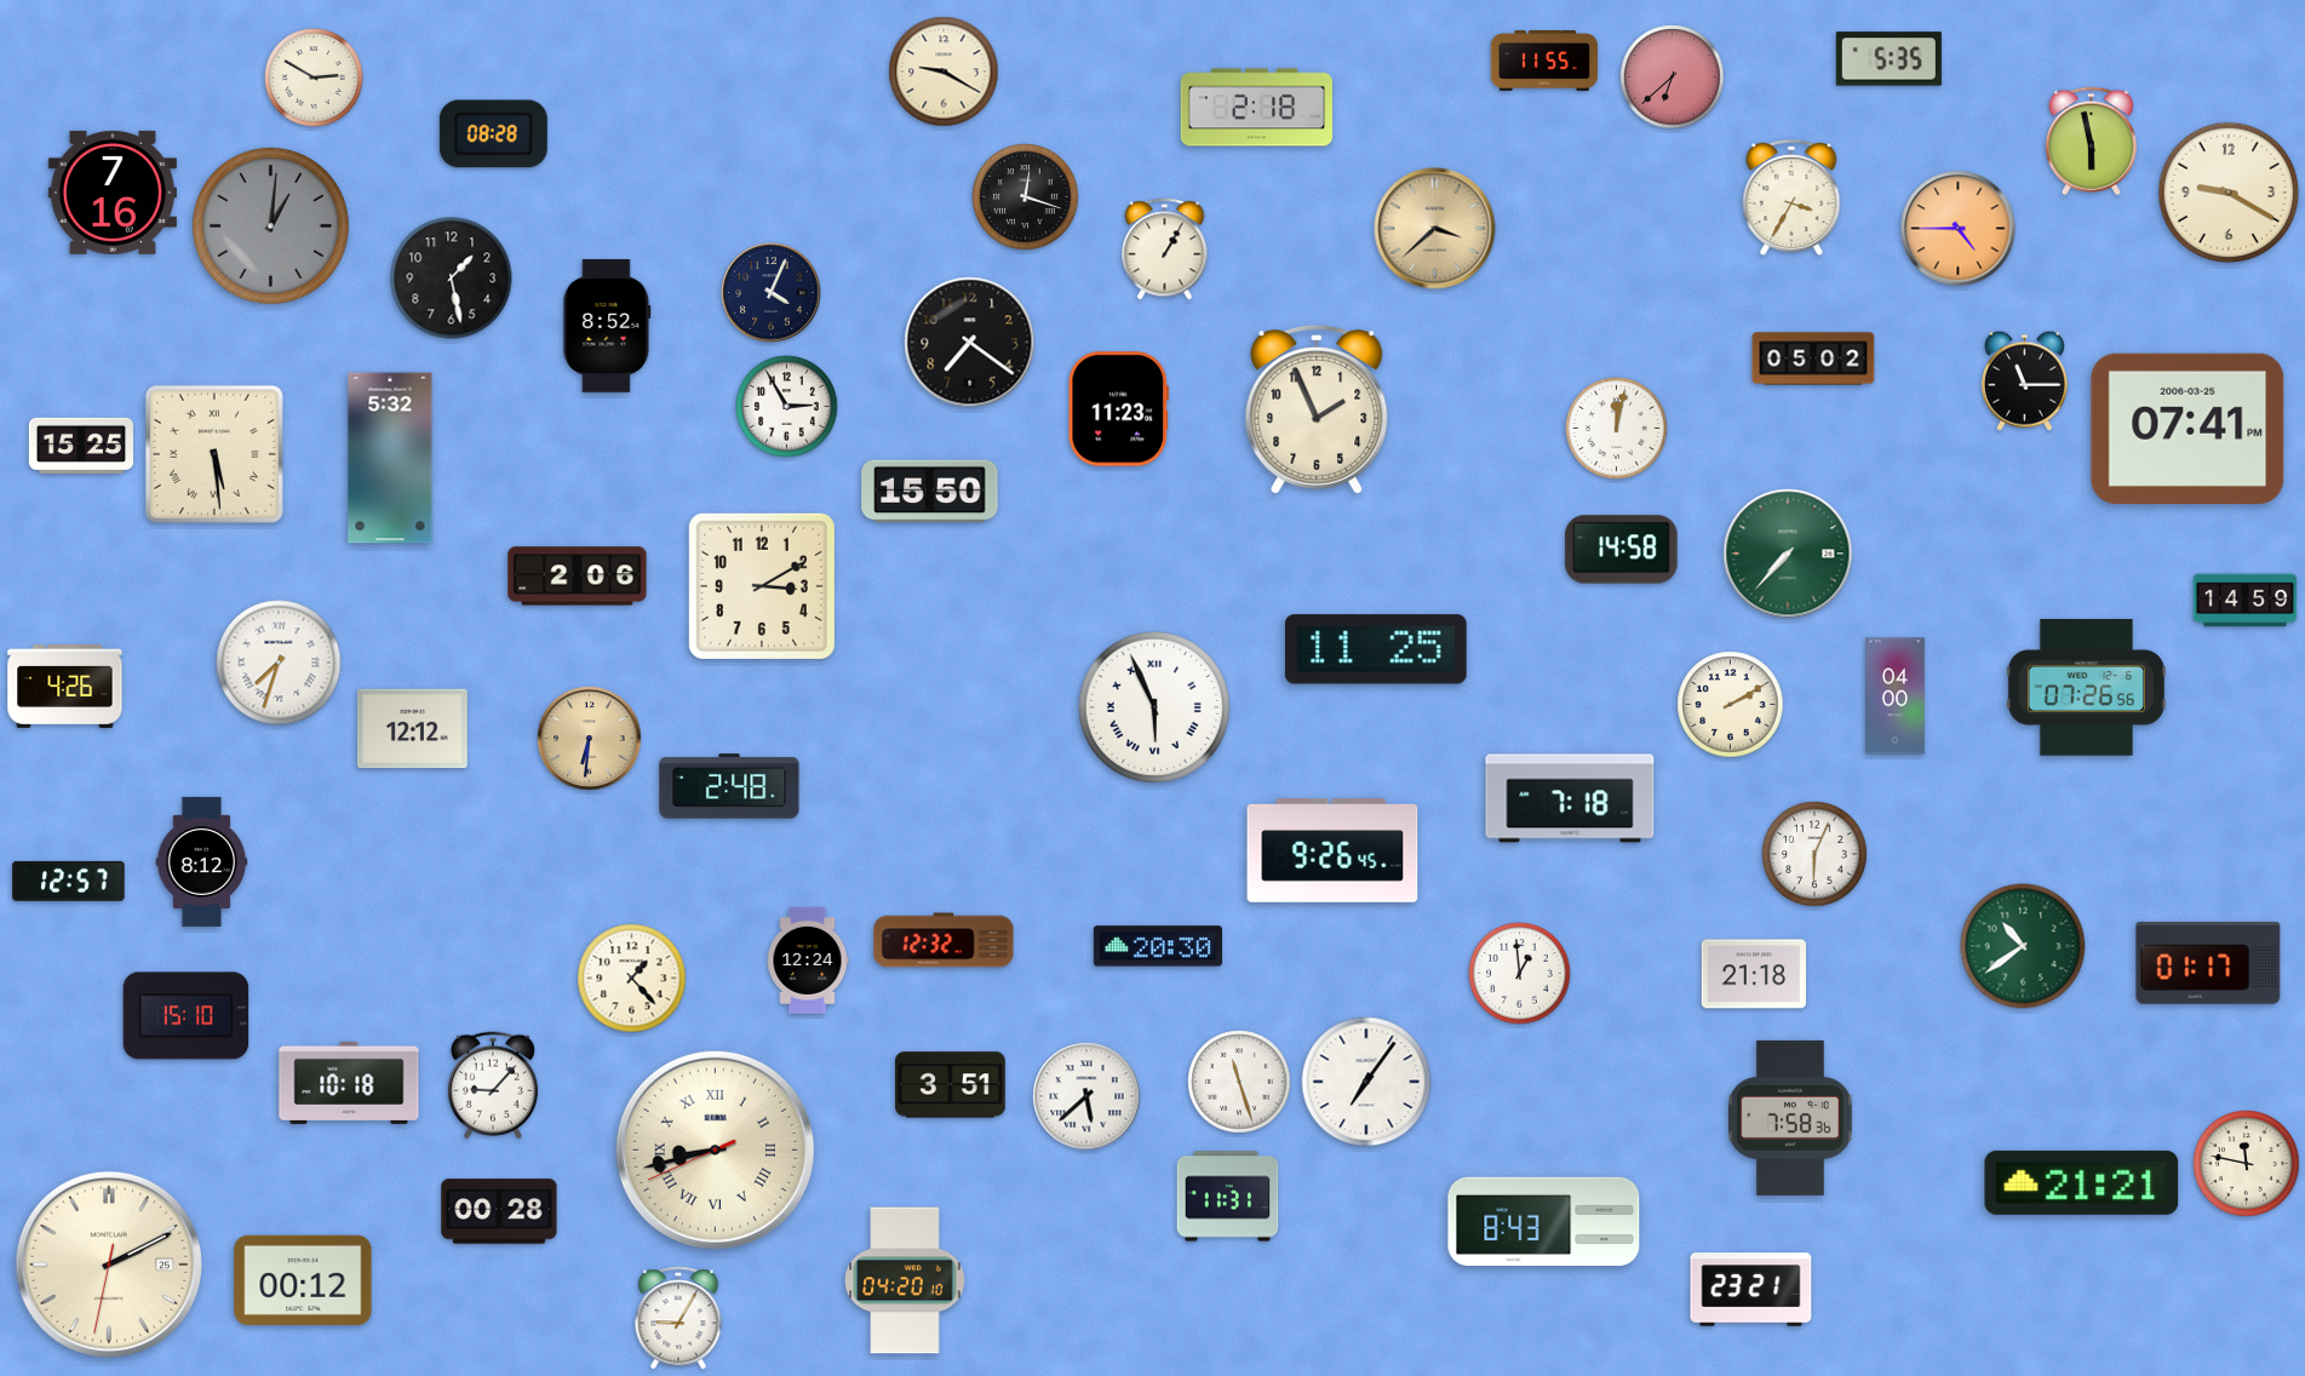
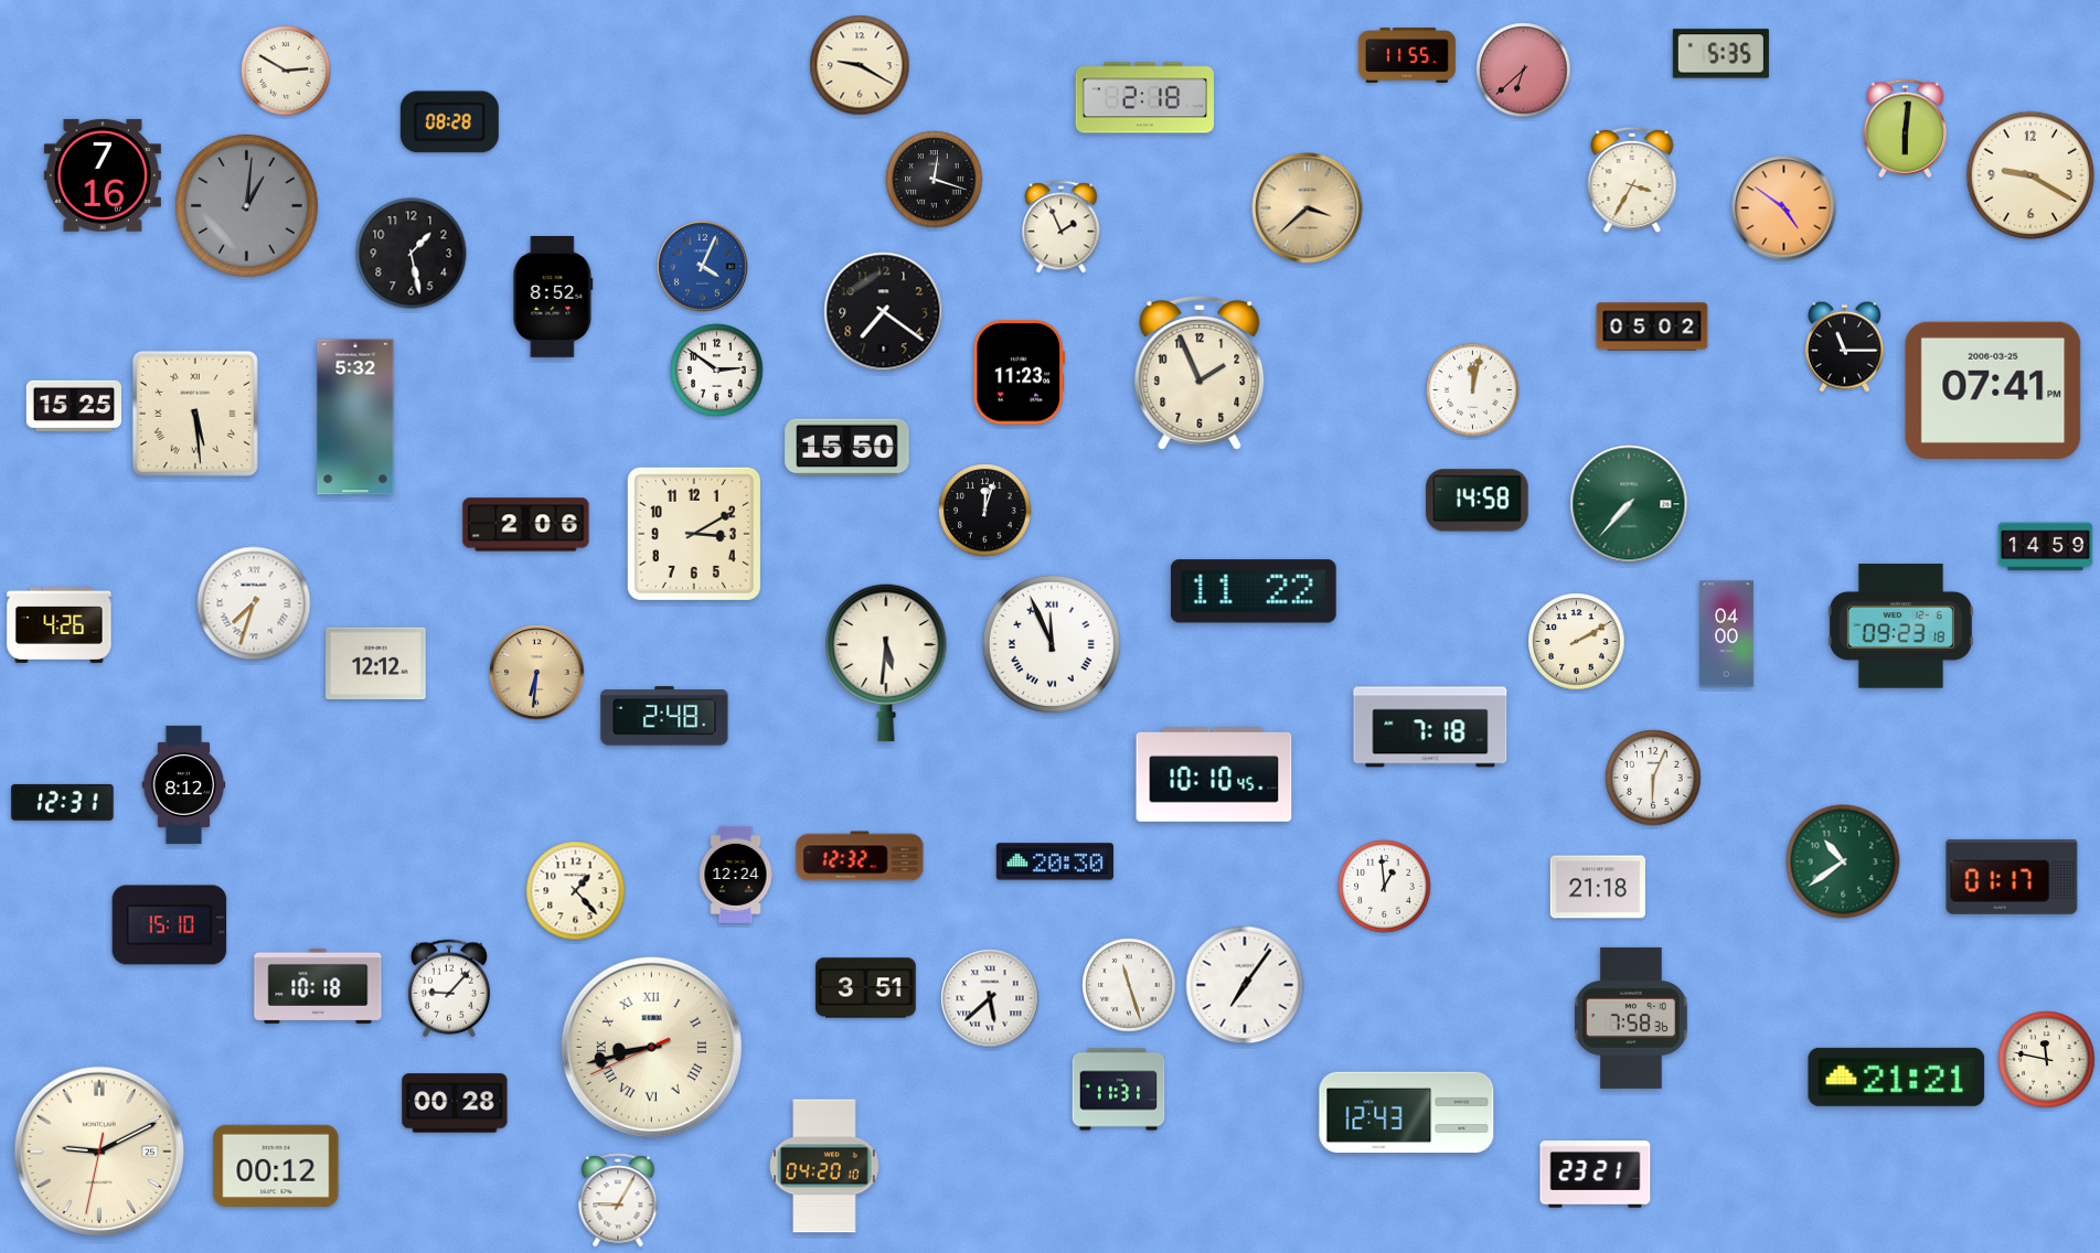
clock at (2091, 142): 5:58 -> 6:01
clock at (1959, 229): 4:45 -> 4:51
clock at (1165, 250): 1:05 -> 1:56
clock at (772, 293) dial: navy -> blue
clock at (787, 407): 2:55 -> 2:51
clock at (985, 511): none -> 12:03
clock at (1376, 649): 11:25 -> 11:22
clock at (2086, 688): 07:26 -> 09:23
clock at (1154, 707): 5:56 -> 11:56
clock at (886, 663): none -> 5:31
clock at (1332, 852): 9:26 -> 10:10
clock at (69, 881): 12:57 -> 12:31
clock at (1544, 1221): 8:43 -> 12:43
clock at (108, 1263): 2:10 -> 9:10
